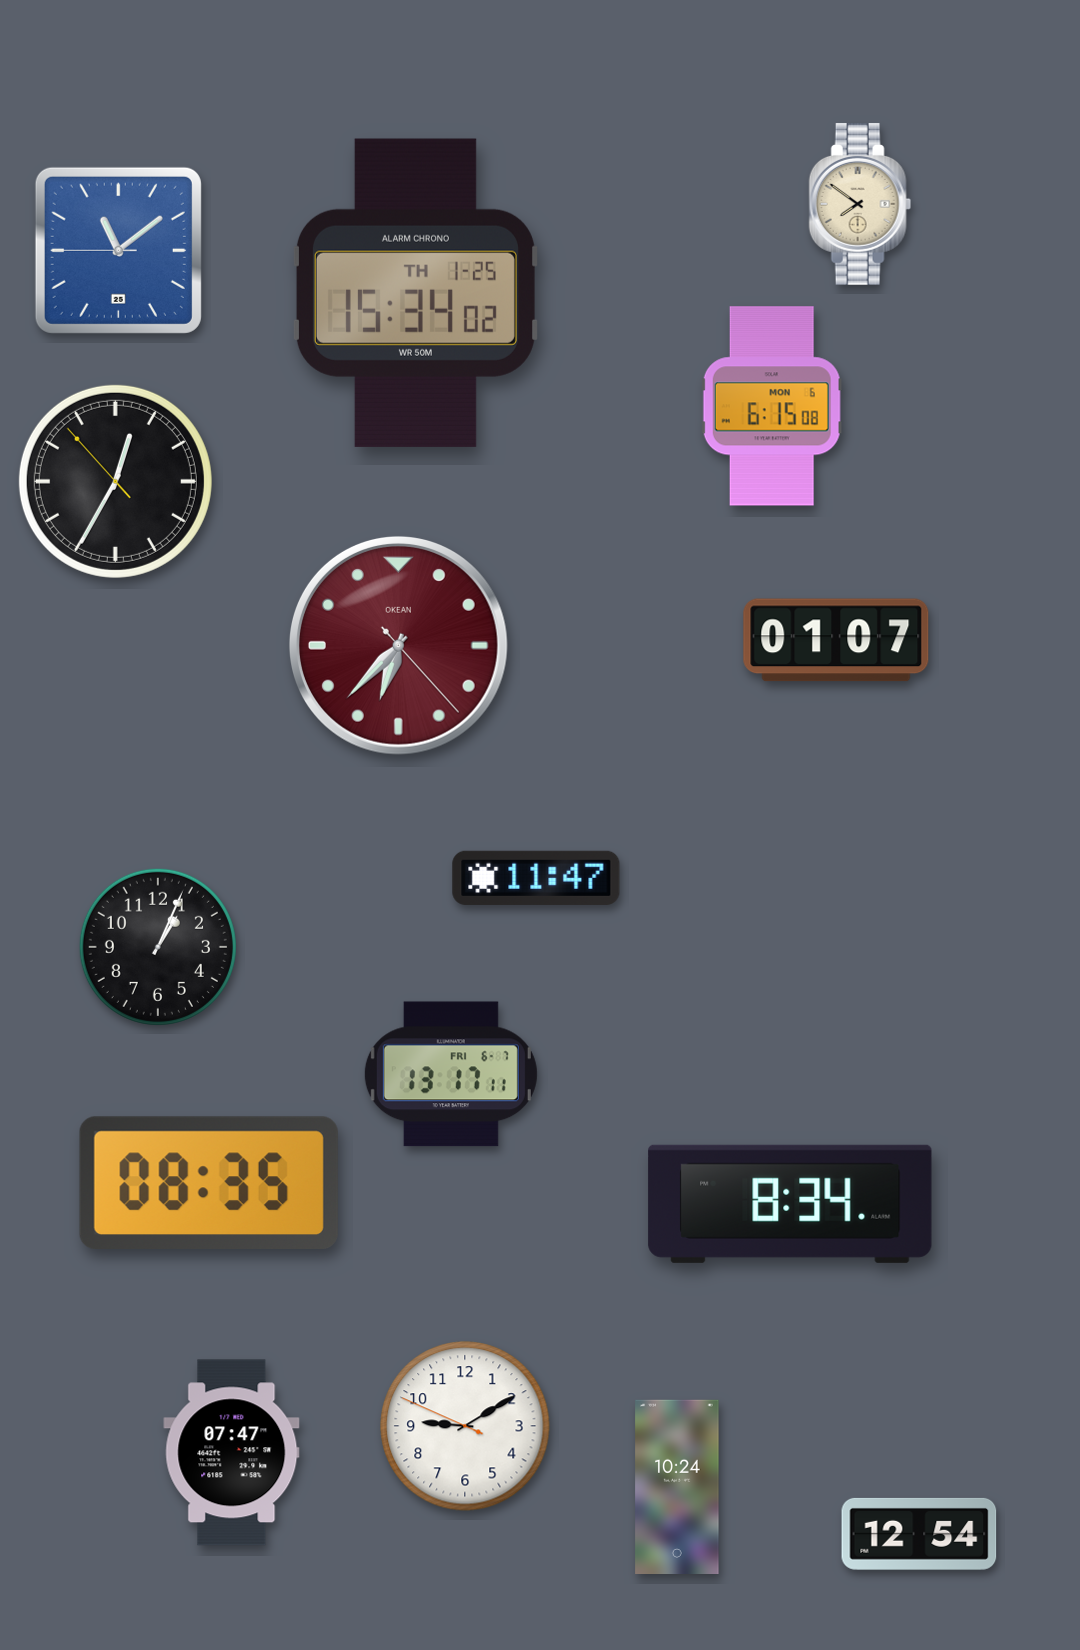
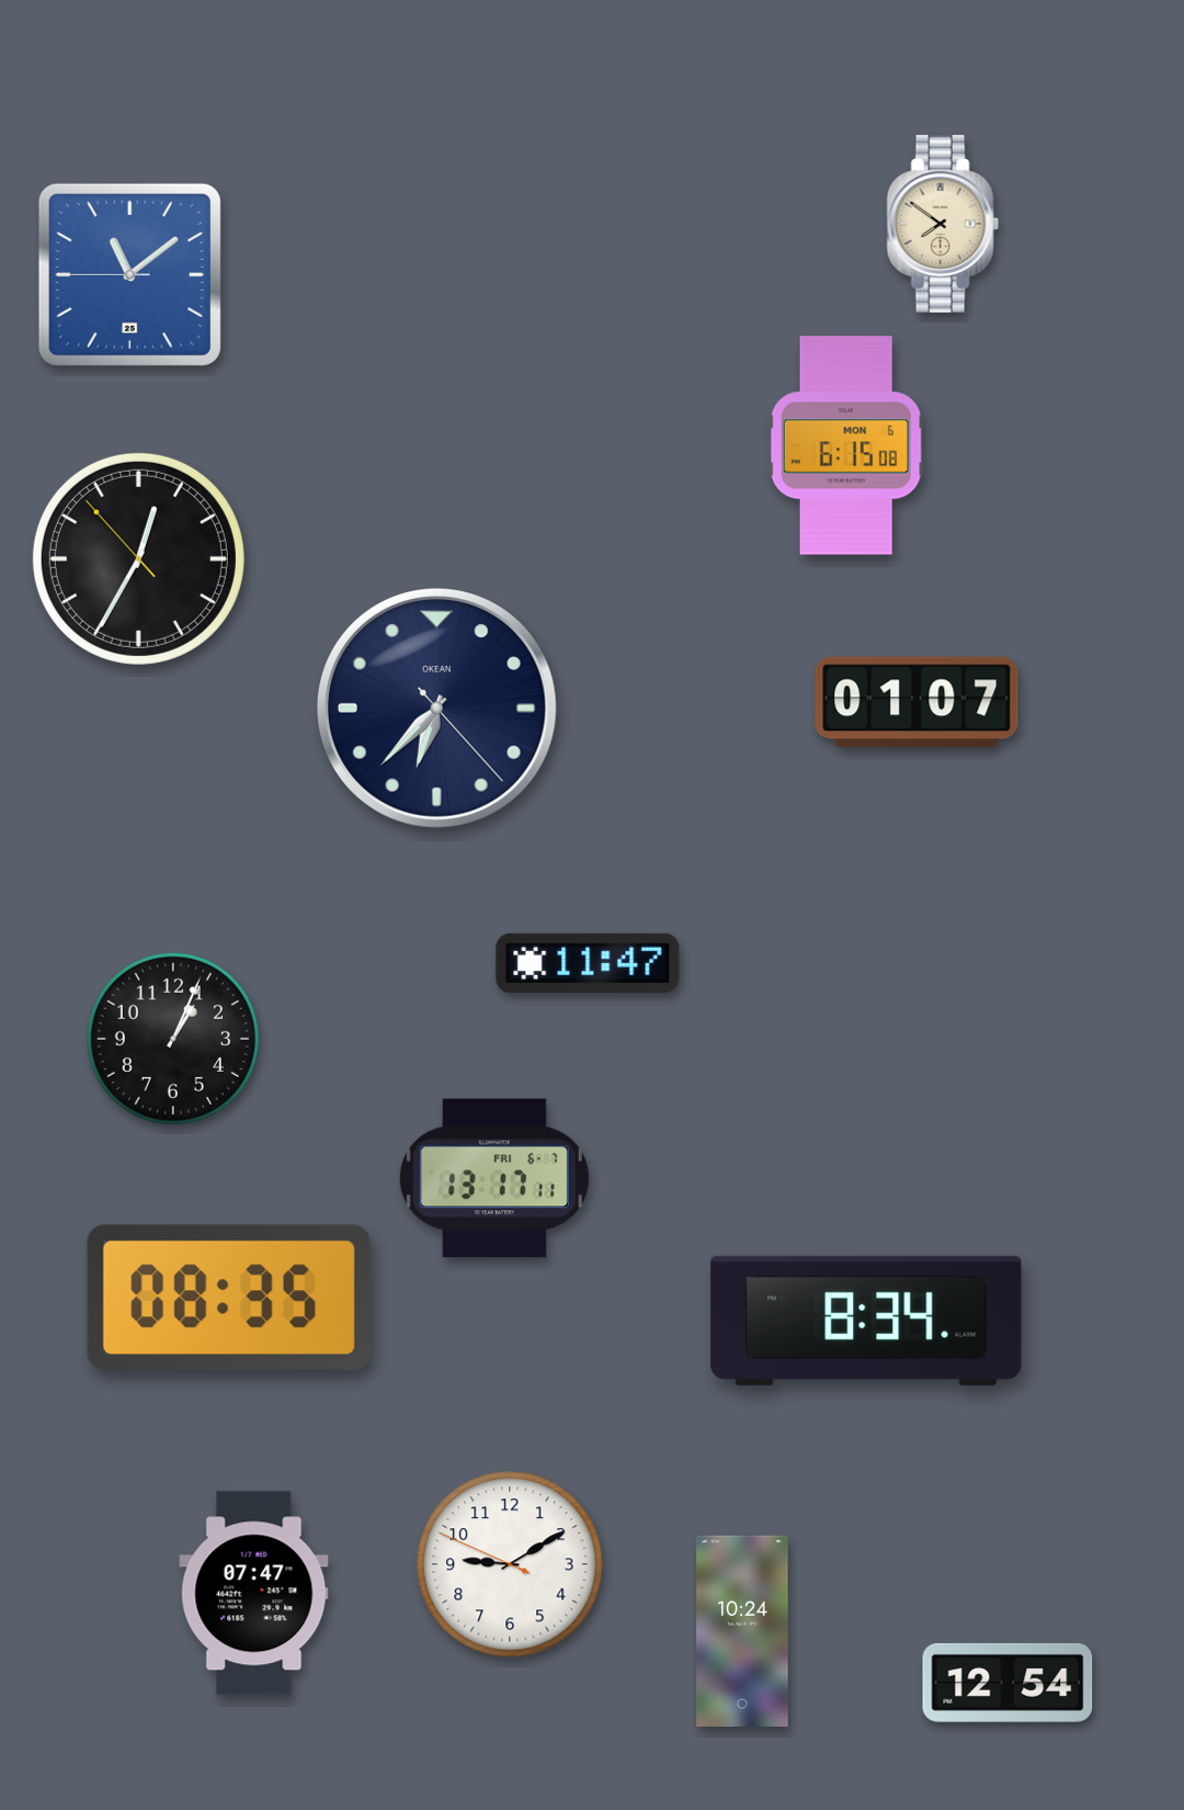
clock at (415, 293): 15:34 -> none
clock at (115, 481) position: (115, 481) -> (138, 558)
clock at (398, 645) dial: burgundy -> navy
